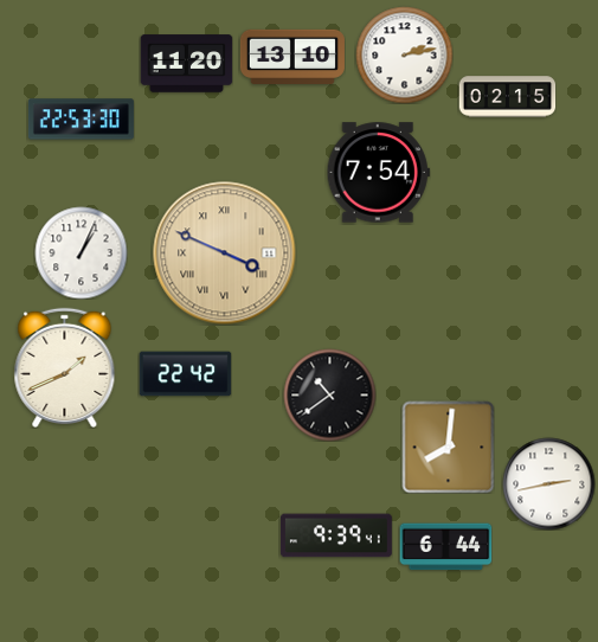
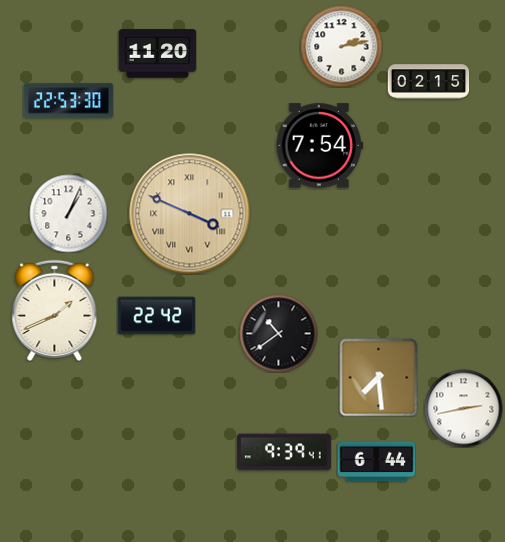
clock at (292, 56): 13:10 -> none
clock at (448, 447): 8:01 -> 7:29
